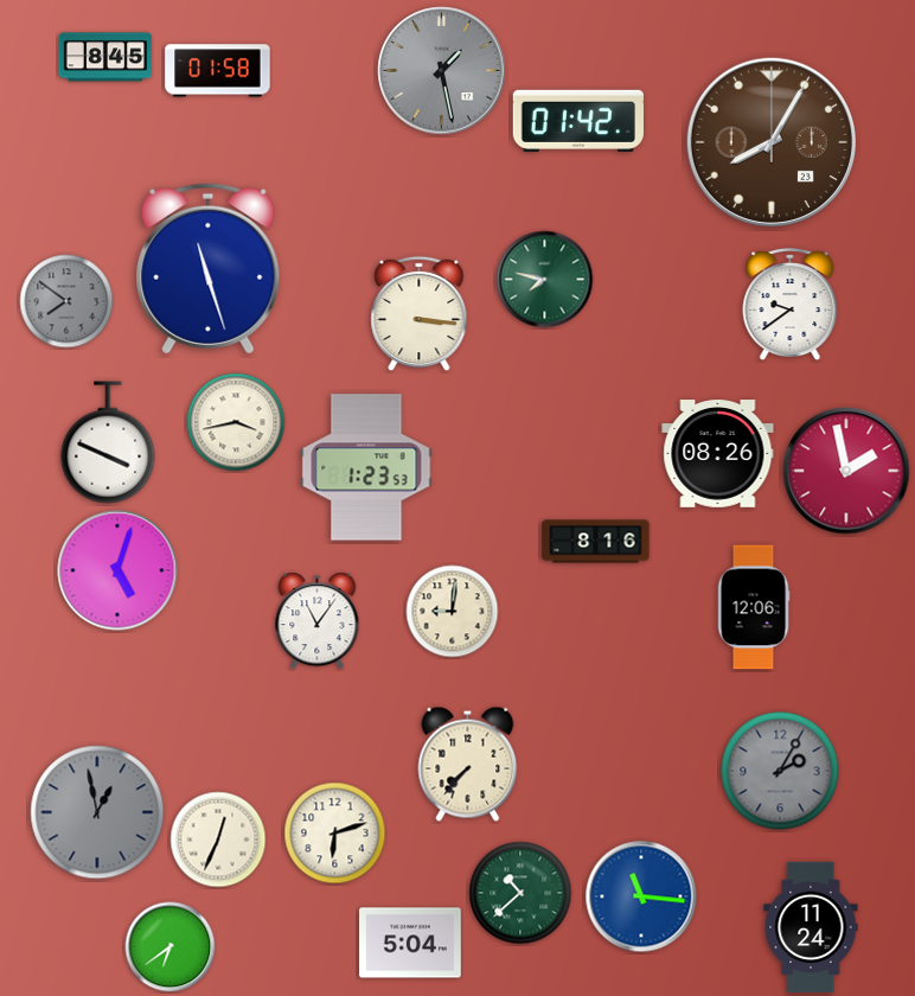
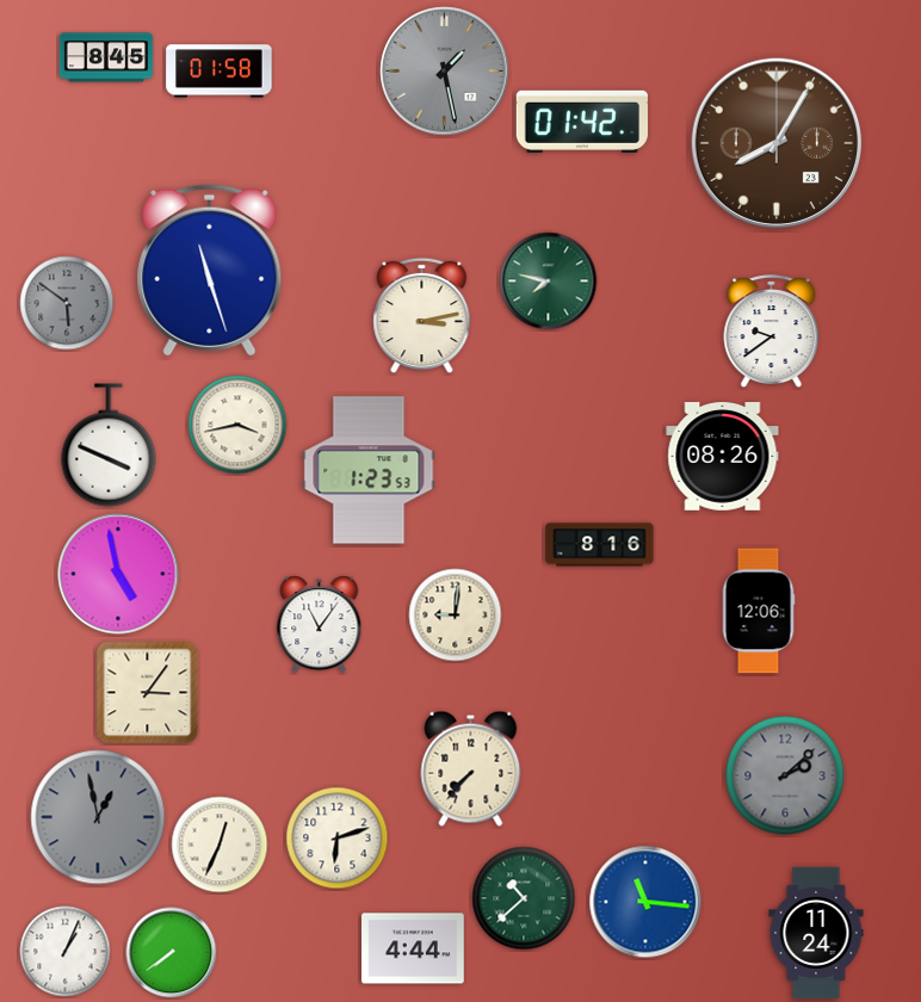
clock at (66, 301): 7:51 -> 5:51
clock at (791, 305) position: (791, 305) -> (772, 332)
clock at (420, 314): 3:16 -> 3:13
clock at (846, 471): 1:58 -> none
clock at (117, 570): 5:03 -> 4:58
clock at (148, 693): none -> 3:06
clock at (780, 771): 2:05 -> 2:08
clock at (410, 943): 5:04 -> 4:44
clock at (66, 952): none -> 1:04
clock at (171, 947): 6:39 -> 7:39
